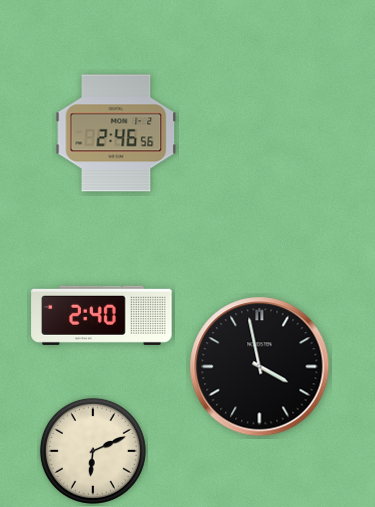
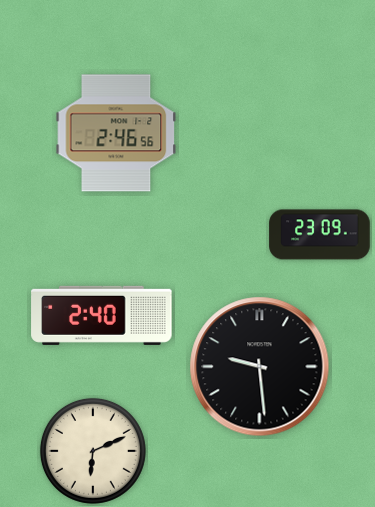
clock at (320, 235): none -> 23:09
clock at (260, 367): 3:58 -> 9:29
